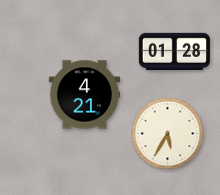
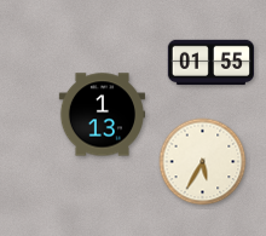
clock at (174, 52): 01:28 -> 01:55
clock at (84, 95): 4:21 -> 1:13
